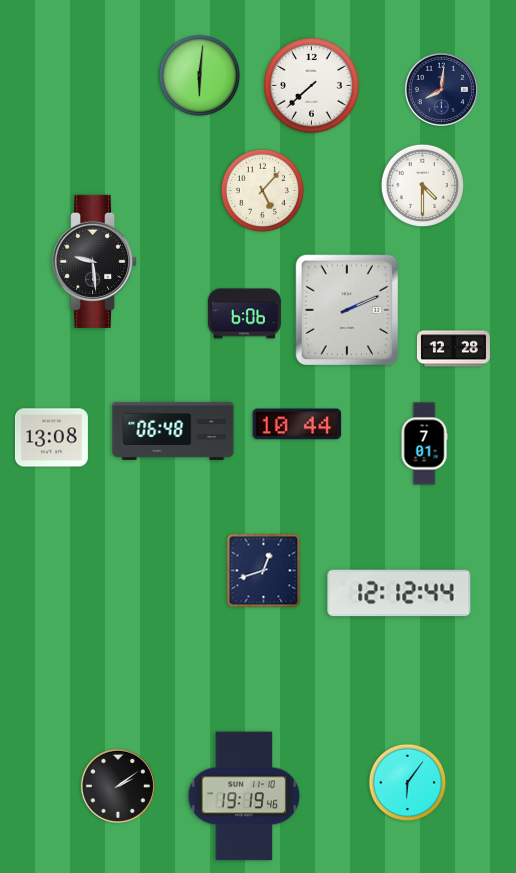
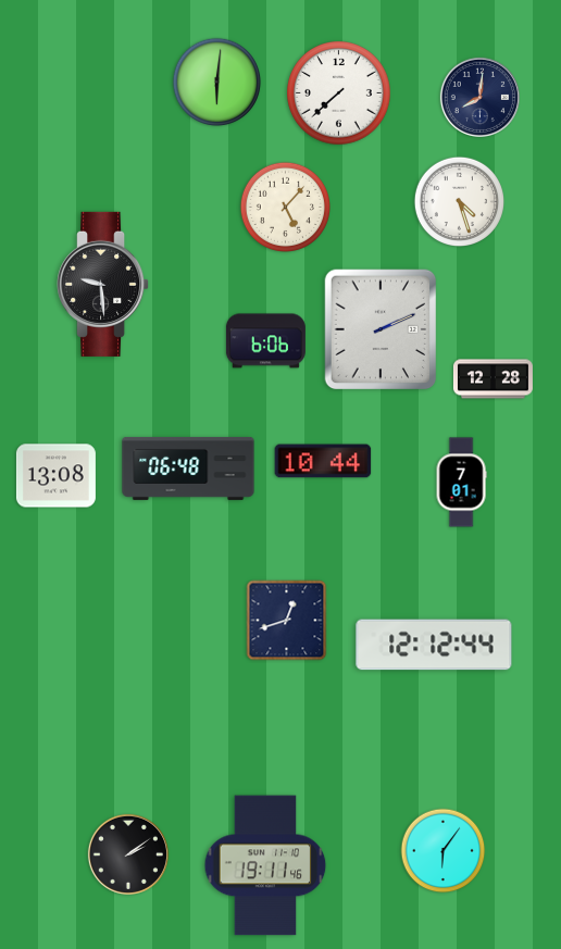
clock at (422, 185): 4:30 -> 4:27
clock at (347, 310) position: (347, 310) -> (381, 329)
clock at (244, 796): 19:19 -> 19:11
